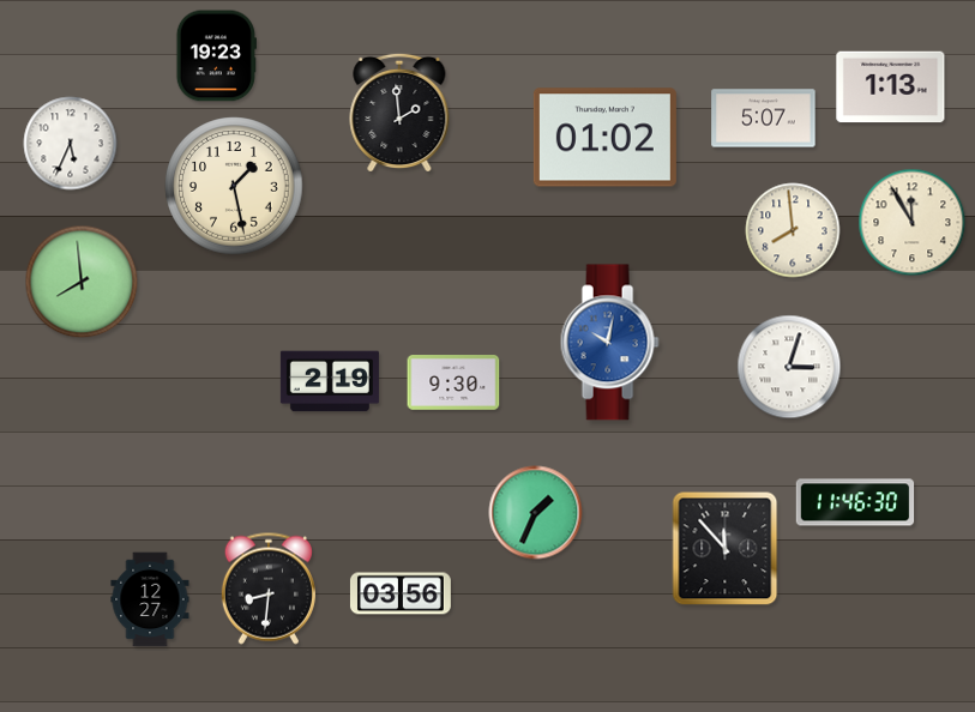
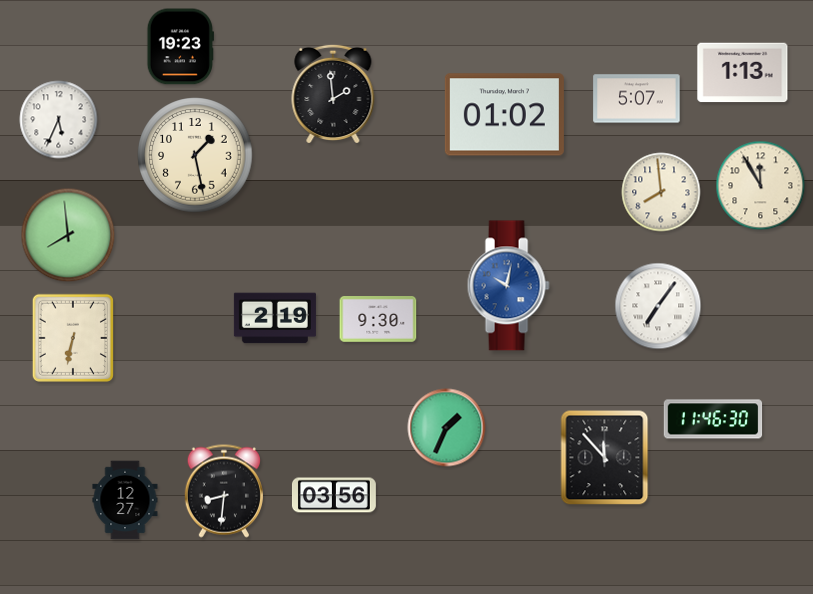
clock at (789, 367): 3:03 -> 7:06
clock at (73, 338): none -> 6:32
